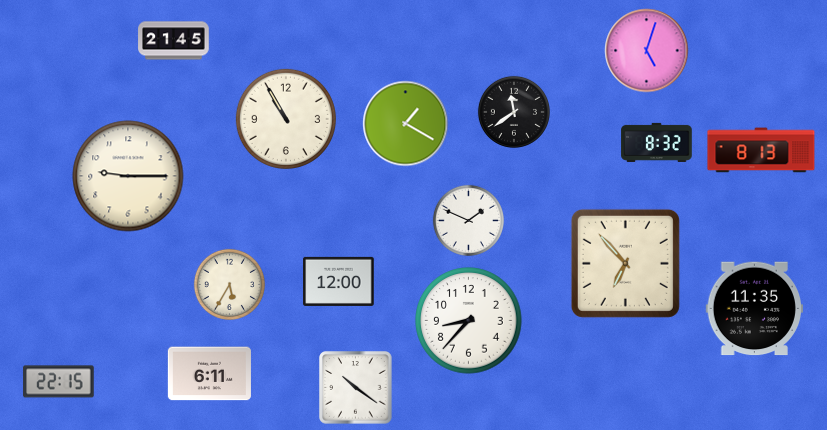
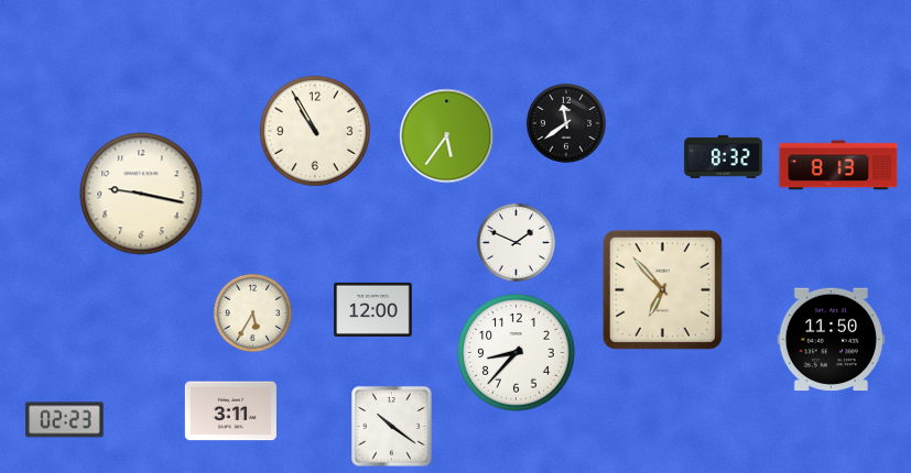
clock at (174, 41): 21:45 -> none
clock at (647, 51): 5:03 -> none
clock at (406, 124): 1:20 -> 5:36
clock at (128, 176): 9:15 -> 9:17
clock at (625, 263) position: (625, 263) -> (662, 289)
clock at (754, 309): 11:35 -> 11:50
clock at (209, 374): 6:11 -> 3:11
clock at (59, 382): 22:15 -> 02:23
